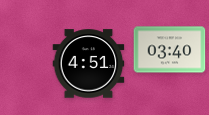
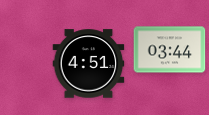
clock at (170, 50): 03:40 -> 03:44
